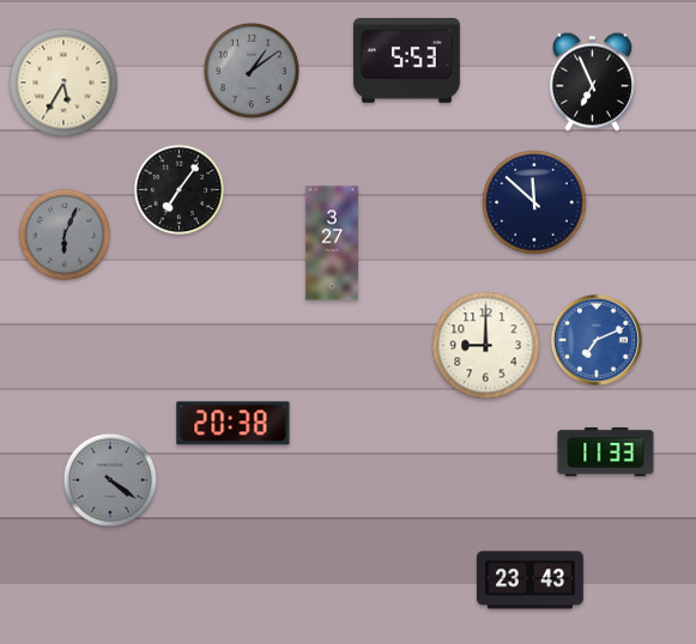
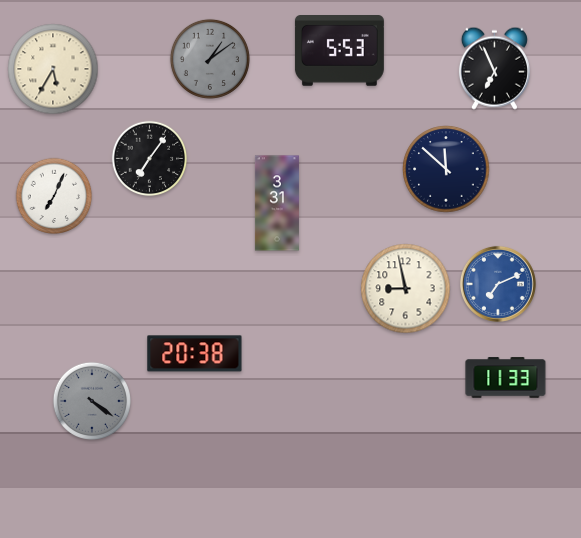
clock at (65, 235): 6:04 -> 7:04
clock at (65, 235) dial: grey -> white
clock at (332, 243): 3:27 -> 3:31
clock at (486, 346): 9:00 -> 8:58
clock at (529, 581): 23:43 -> none
